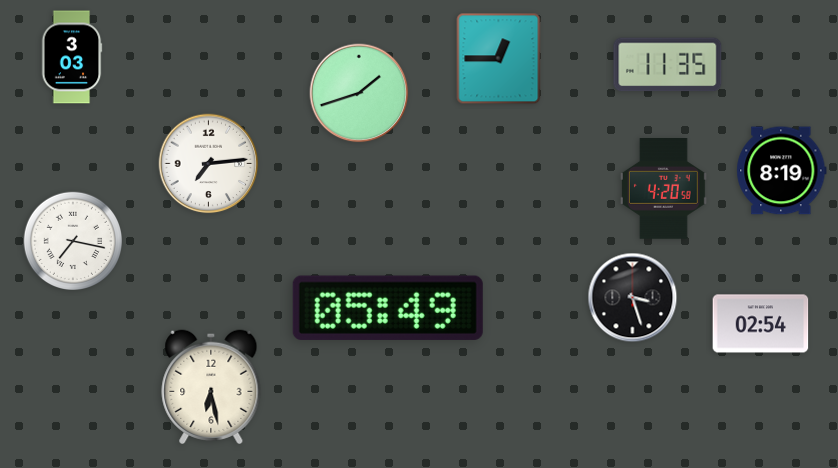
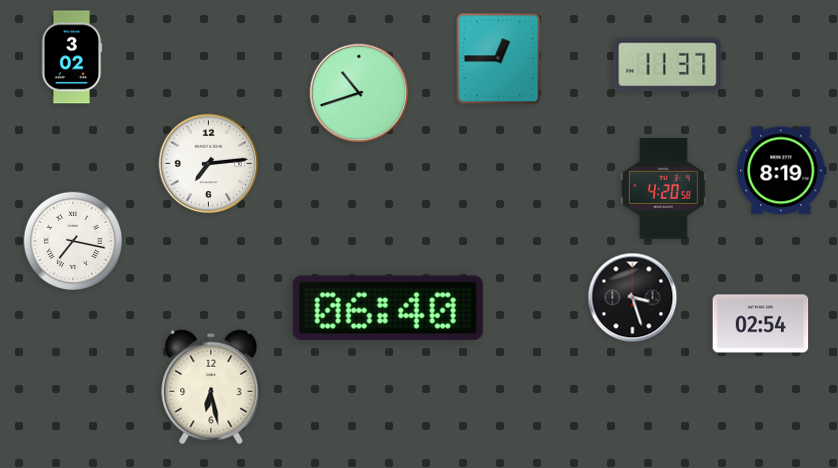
clock at (72, 57): 3:03 -> 3:02
clock at (668, 65): 11:35 -> 11:37
clock at (359, 93): 1:42 -> 10:42
clock at (388, 308): 05:49 -> 06:40
